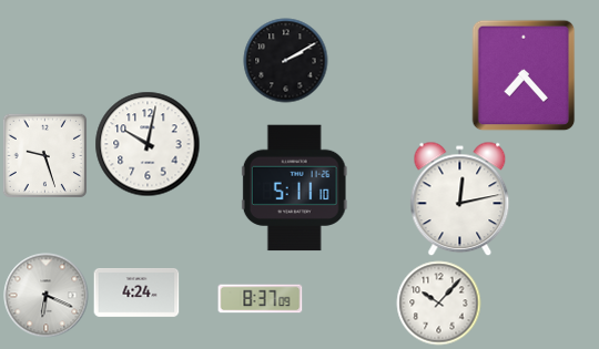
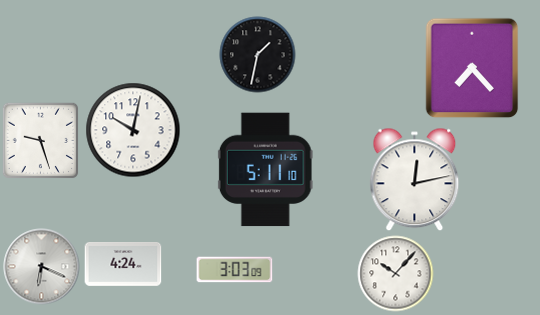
clock at (286, 61): 2:10 -> 1:32
clock at (261, 299): 8:37 -> 3:03
